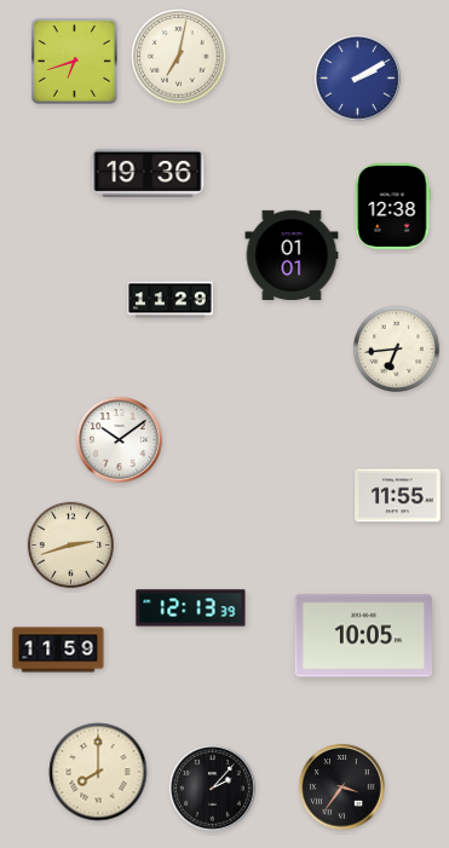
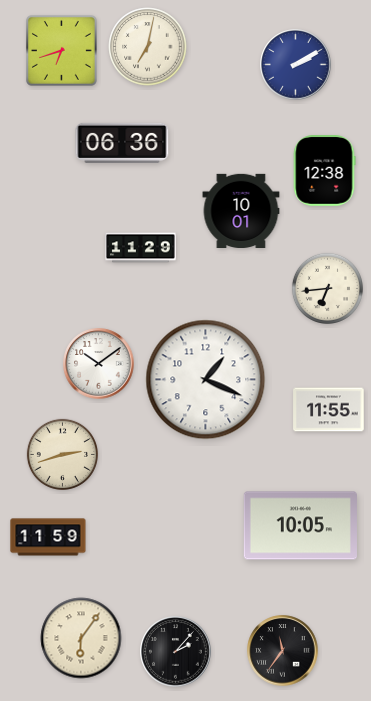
clock at (148, 173): 19:36 -> 06:36
clock at (292, 254): 01:01 -> 10:01
clock at (206, 380): none -> 1:19
clock at (70, 544) position: (70, 544) -> (62, 454)
clock at (191, 608): 12:13 -> none
clock at (98, 772): 8:00 -> 6:06
clock at (342, 788): 3:36 -> 11:36
